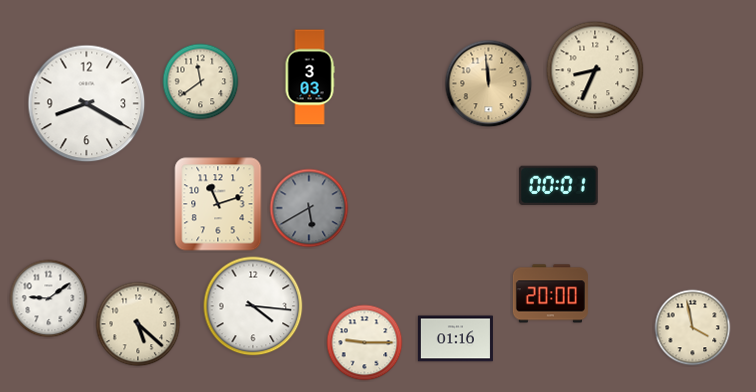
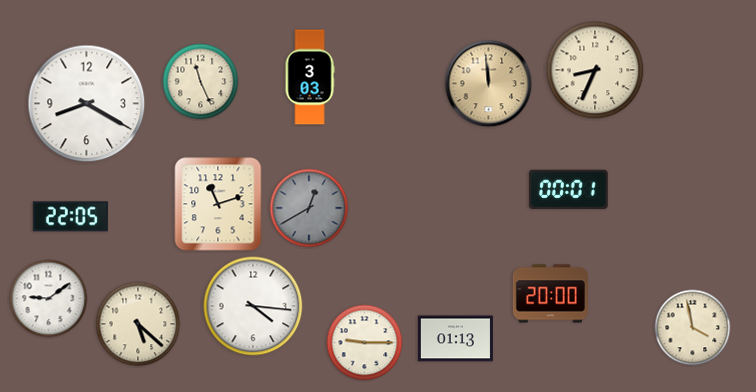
clock at (201, 82): 11:39 -> 11:26
clock at (558, 185) position: (558, 185) -> (568, 189)
clock at (309, 208): 5:40 -> 12:40
clock at (70, 217): none -> 22:05
clock at (455, 339): 01:16 -> 01:13
